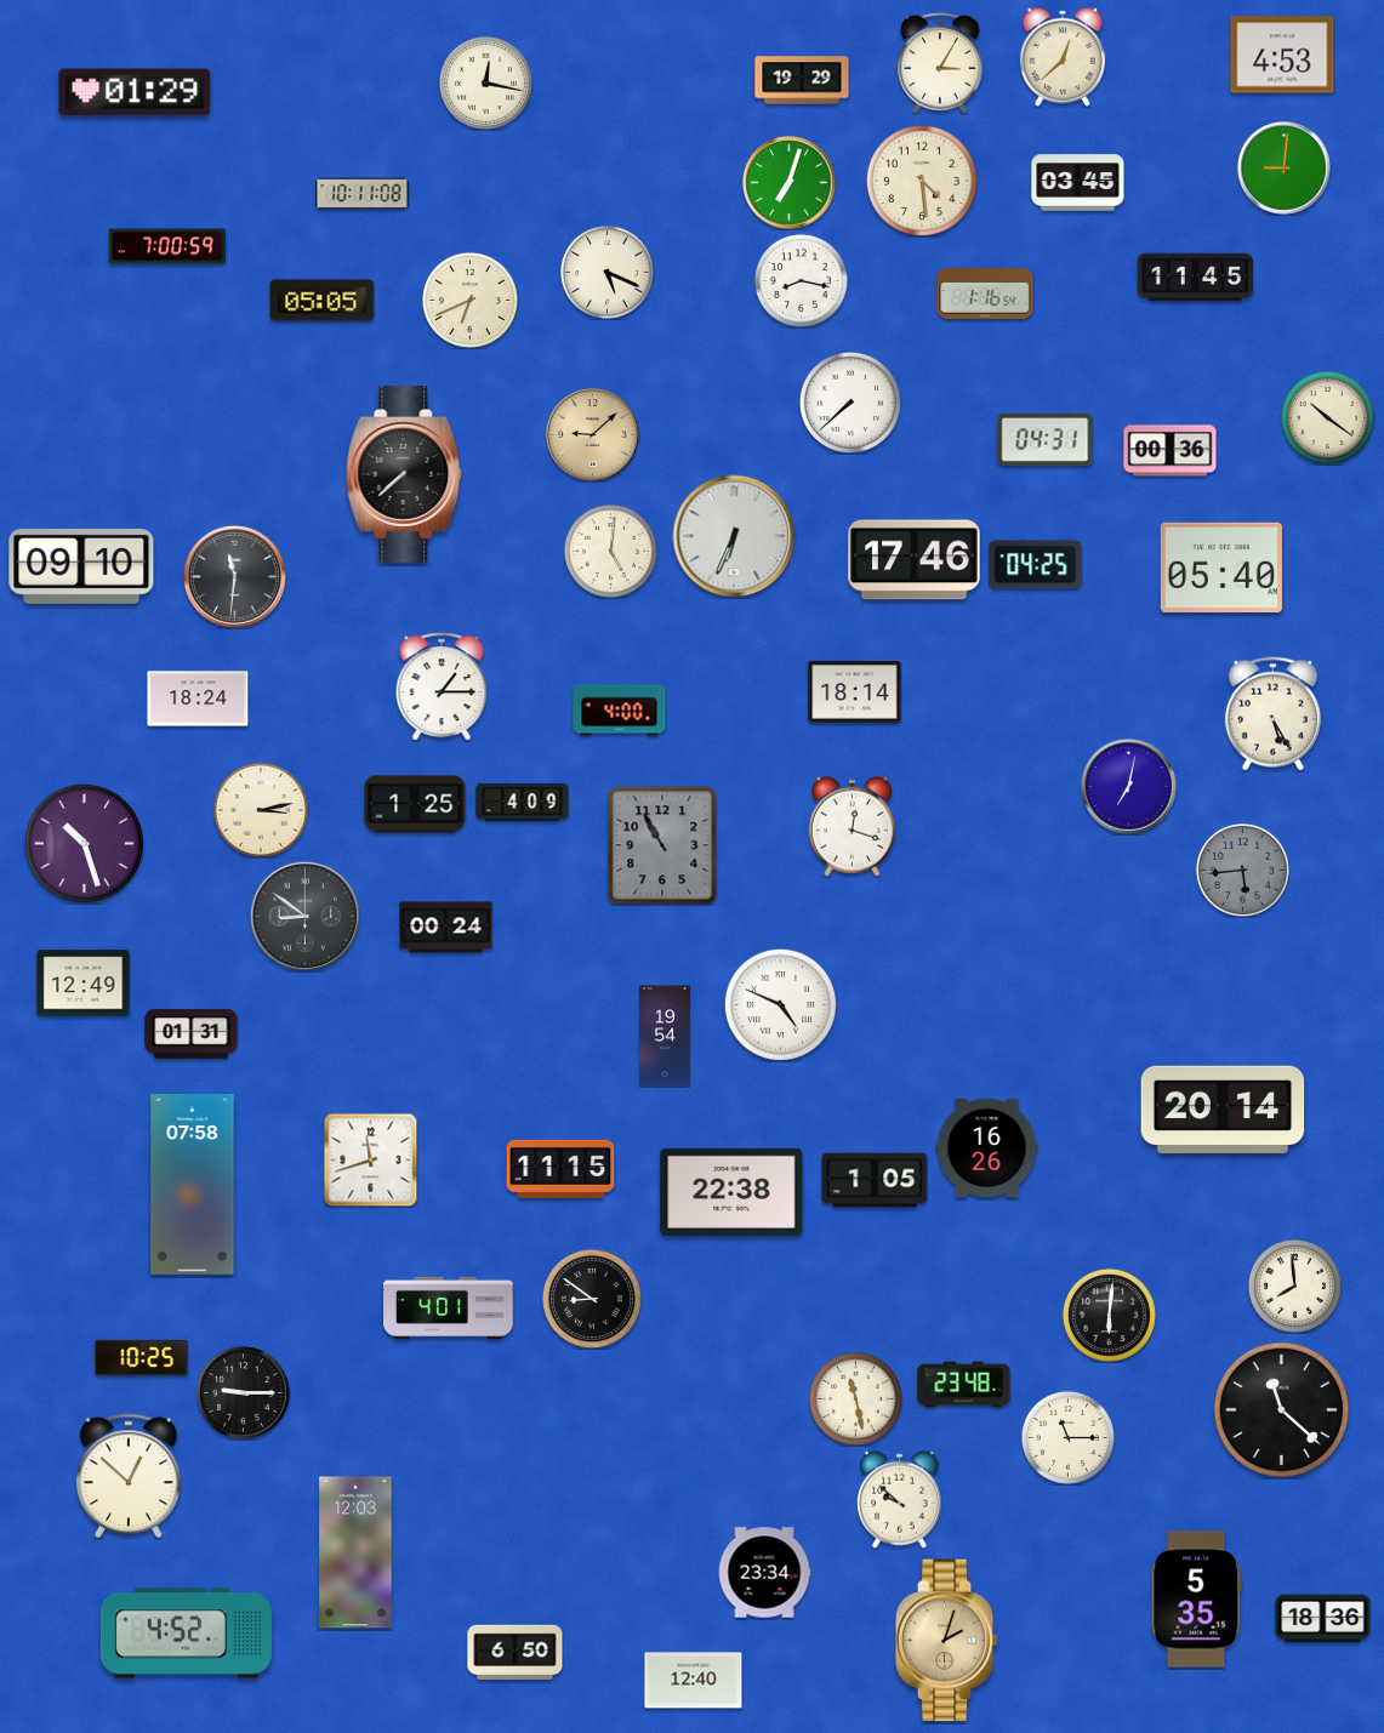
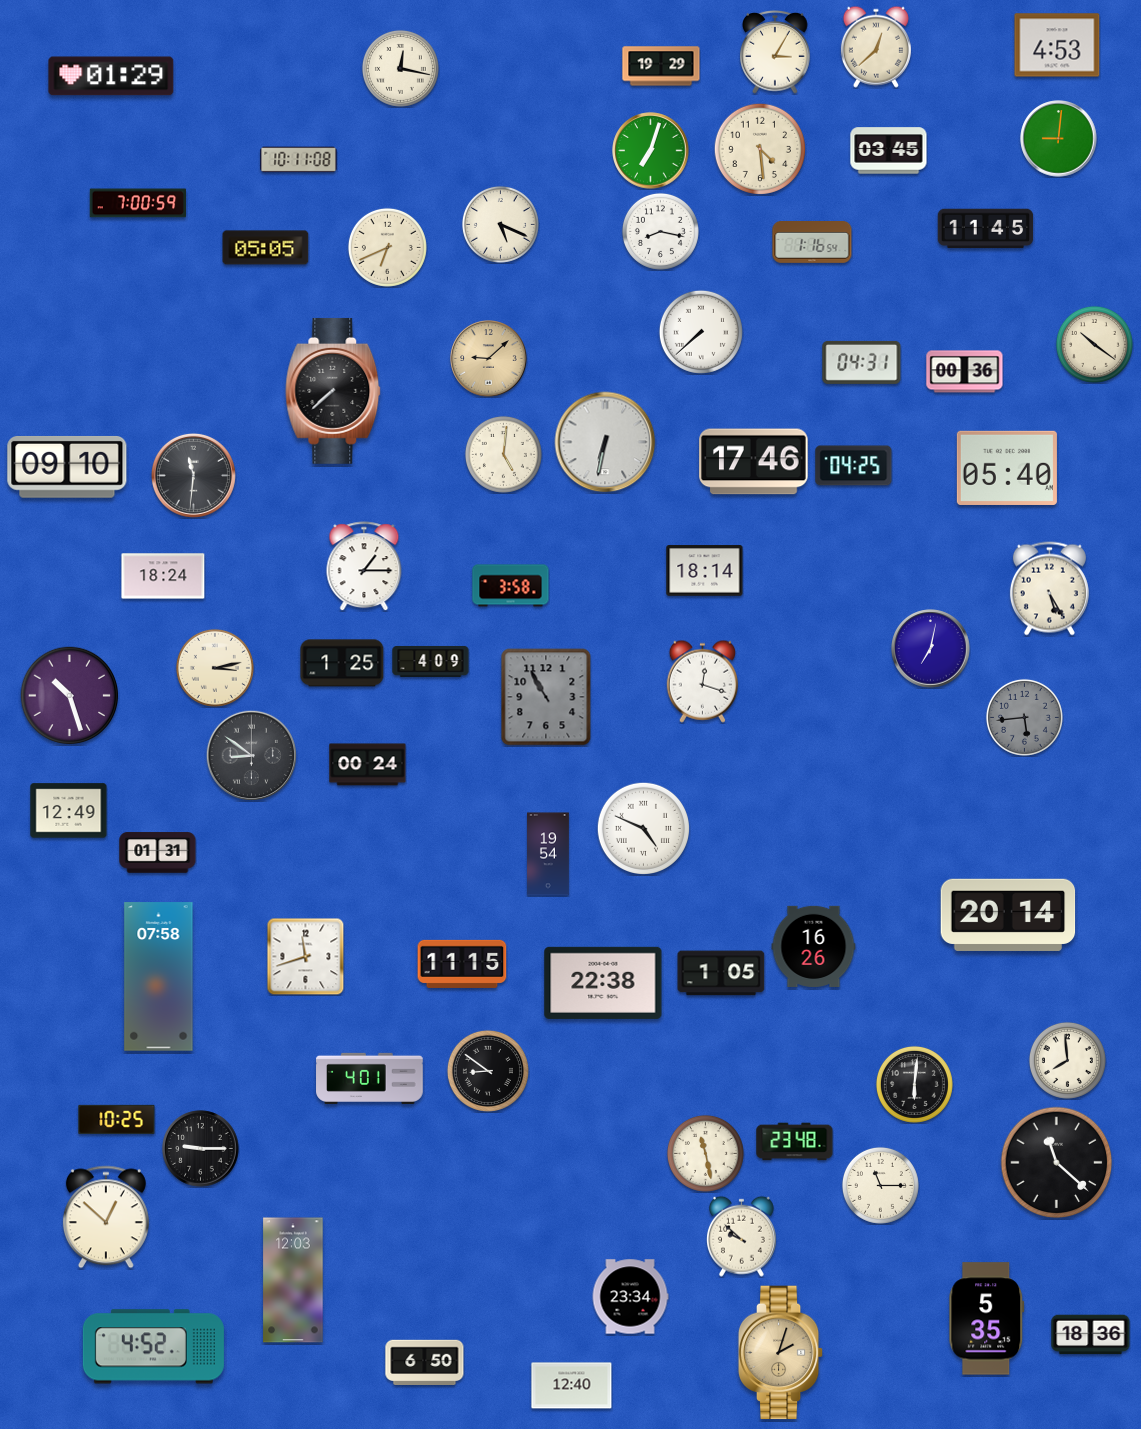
clock at (734, 536): 6:34 -> 6:32
clock at (620, 711): 4:00 -> 3:58
